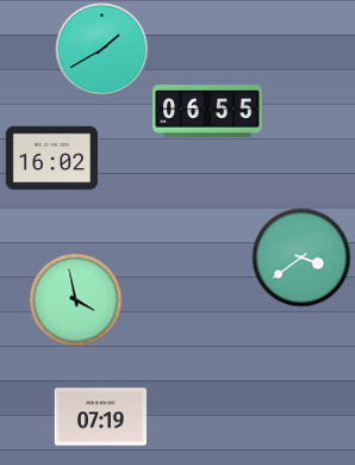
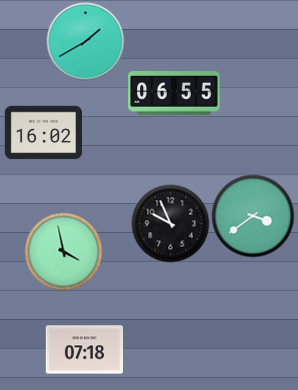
clock at (170, 223): none -> 9:56
clock at (100, 417): 07:19 -> 07:18
